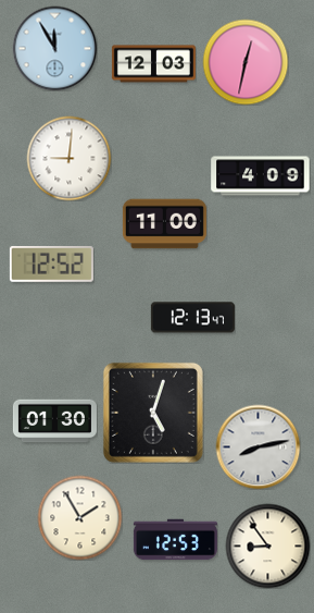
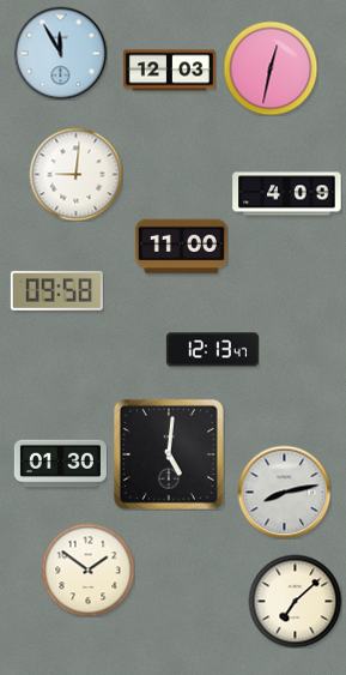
clock at (51, 263): 12:52 -> 09:58
clock at (153, 413): 5:03 -> 5:01
clock at (79, 517): 1:55 -> 1:51
clock at (175, 540): 12:53 -> none
clock at (267, 545): 8:54 -> 7:08
